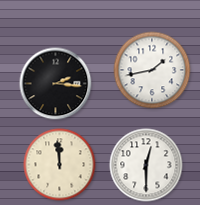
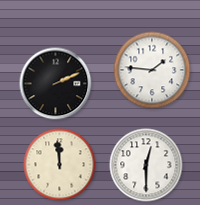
clock at (152, 70): 1:43 -> 1:46
clock at (56, 84): 2:16 -> 2:11
